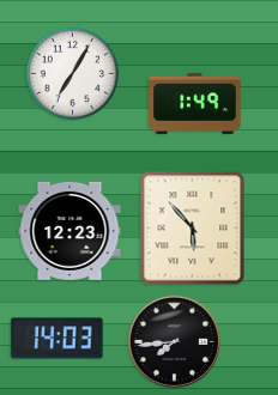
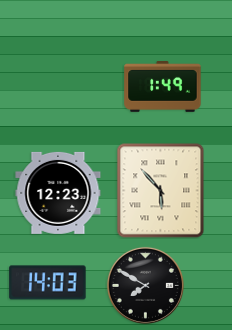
clock at (72, 73): 7:05 -> none
clock at (174, 341): 7:44 -> 7:50
